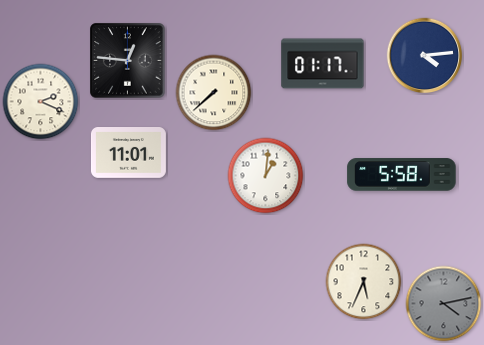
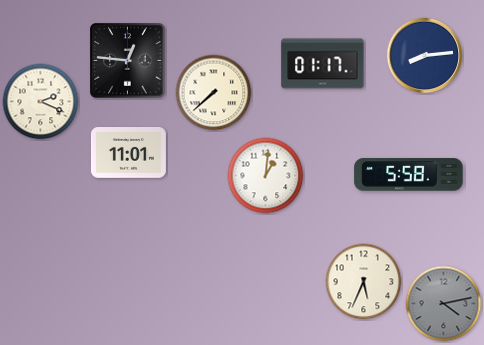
clock at (425, 56): 4:14 -> 8:14
clock at (402, 175) position: (402, 175) -> (409, 175)
